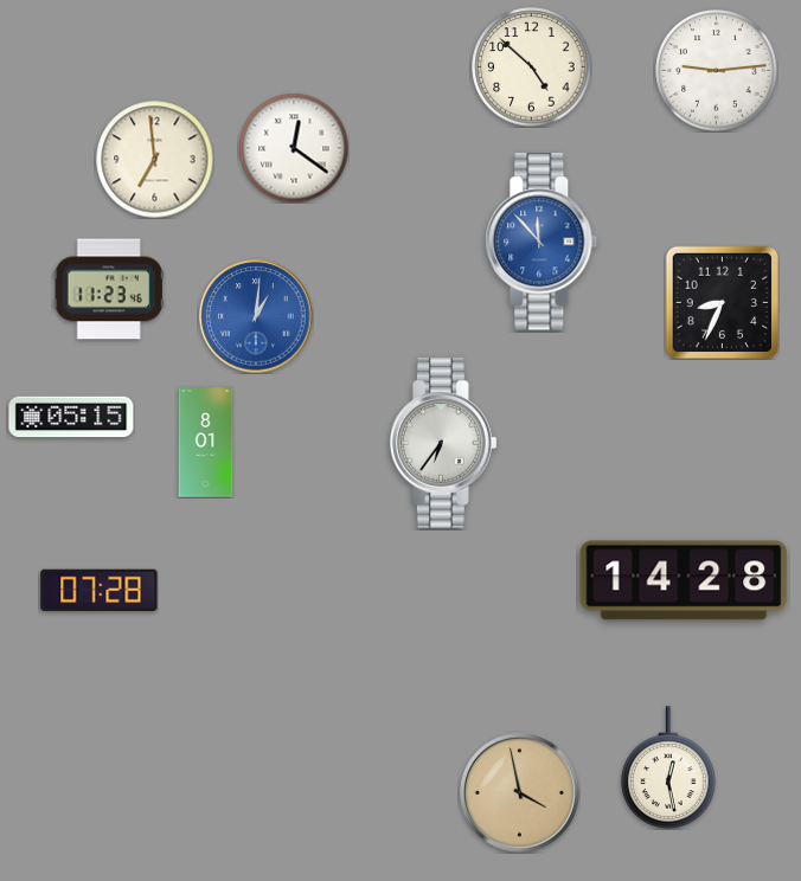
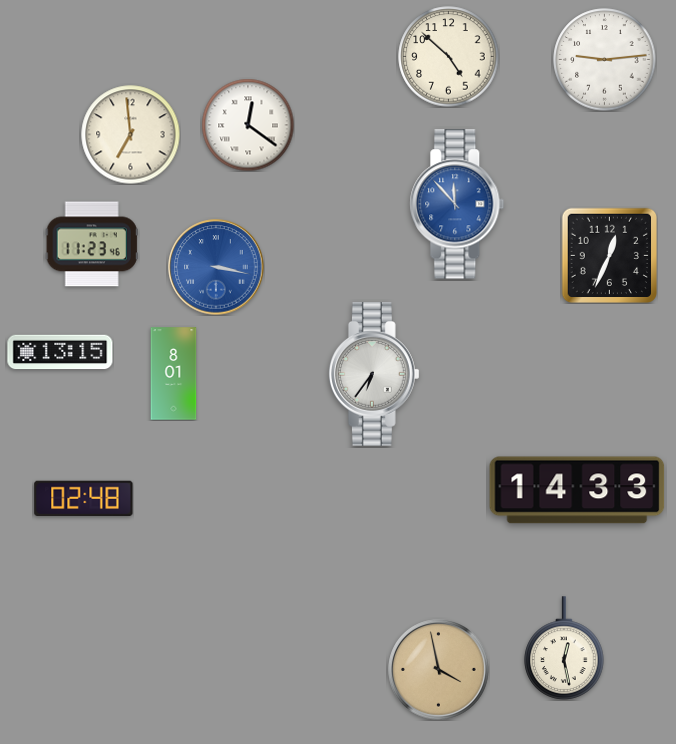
clock at (722, 302): 8:34 -> 12:34
clock at (256, 316): 1:01 -> 3:17
clock at (71, 417): 05:15 -> 13:15
clock at (684, 580): 14:28 -> 14:33
clock at (100, 591): 07:28 -> 02:48
